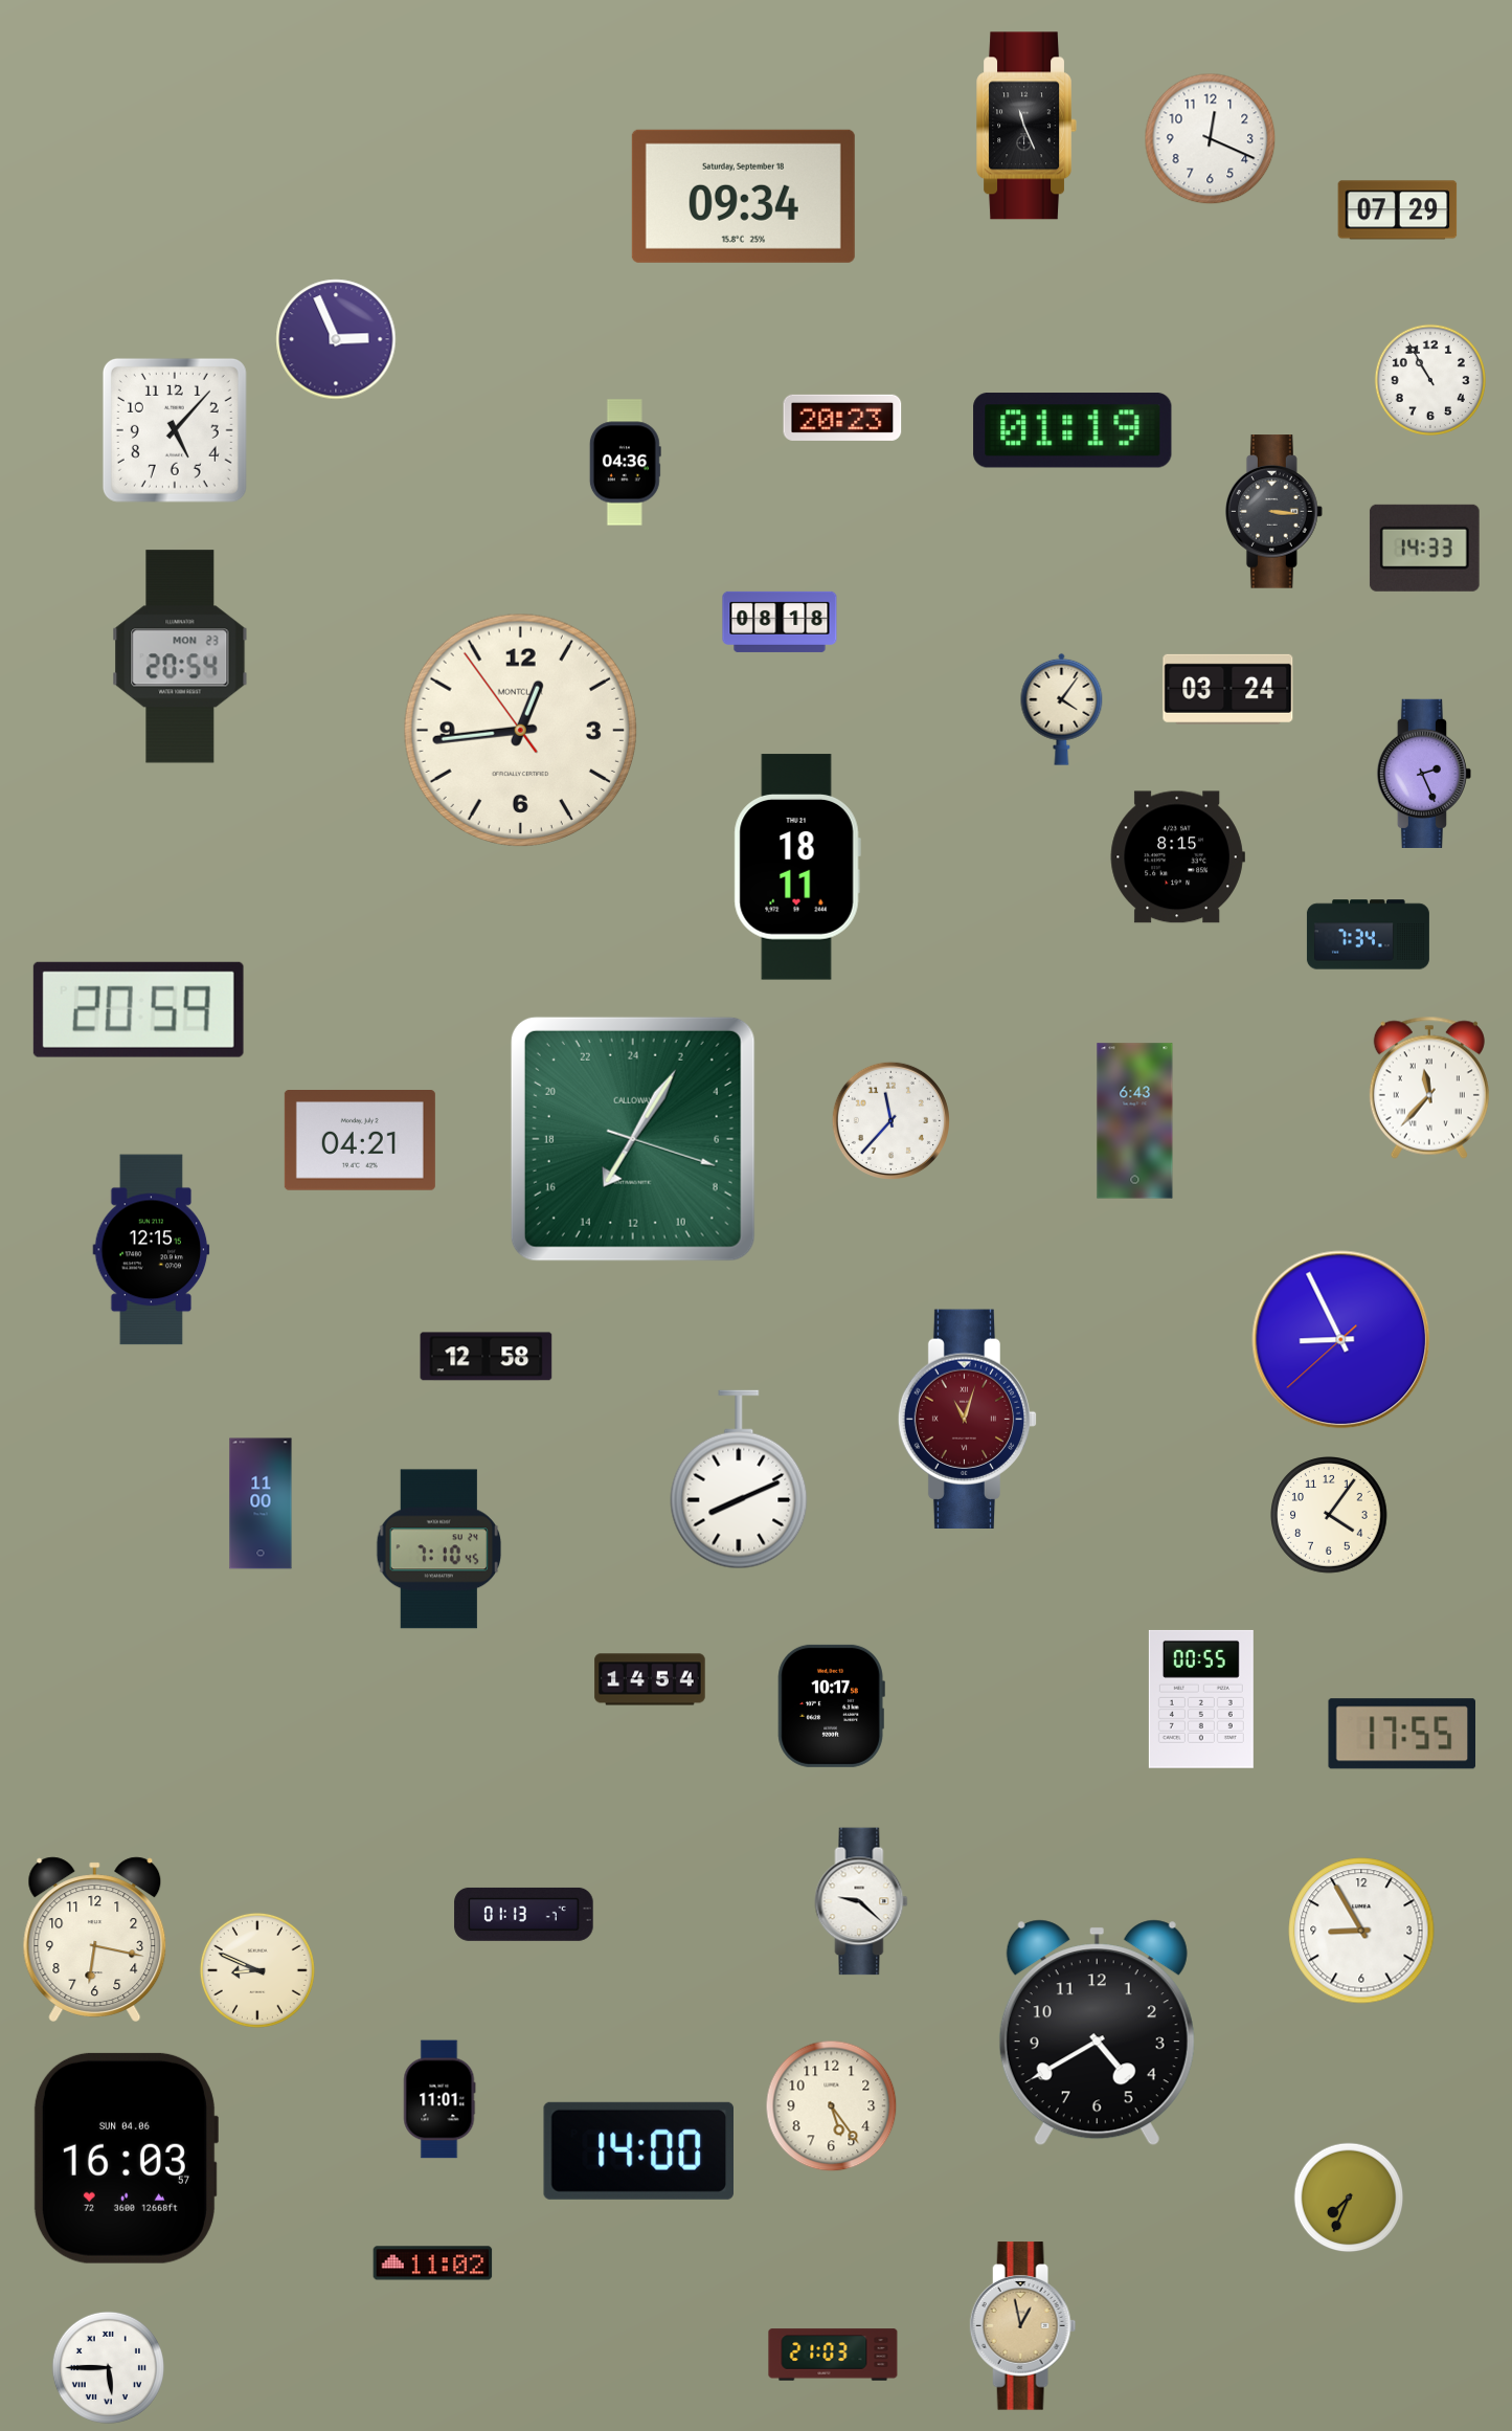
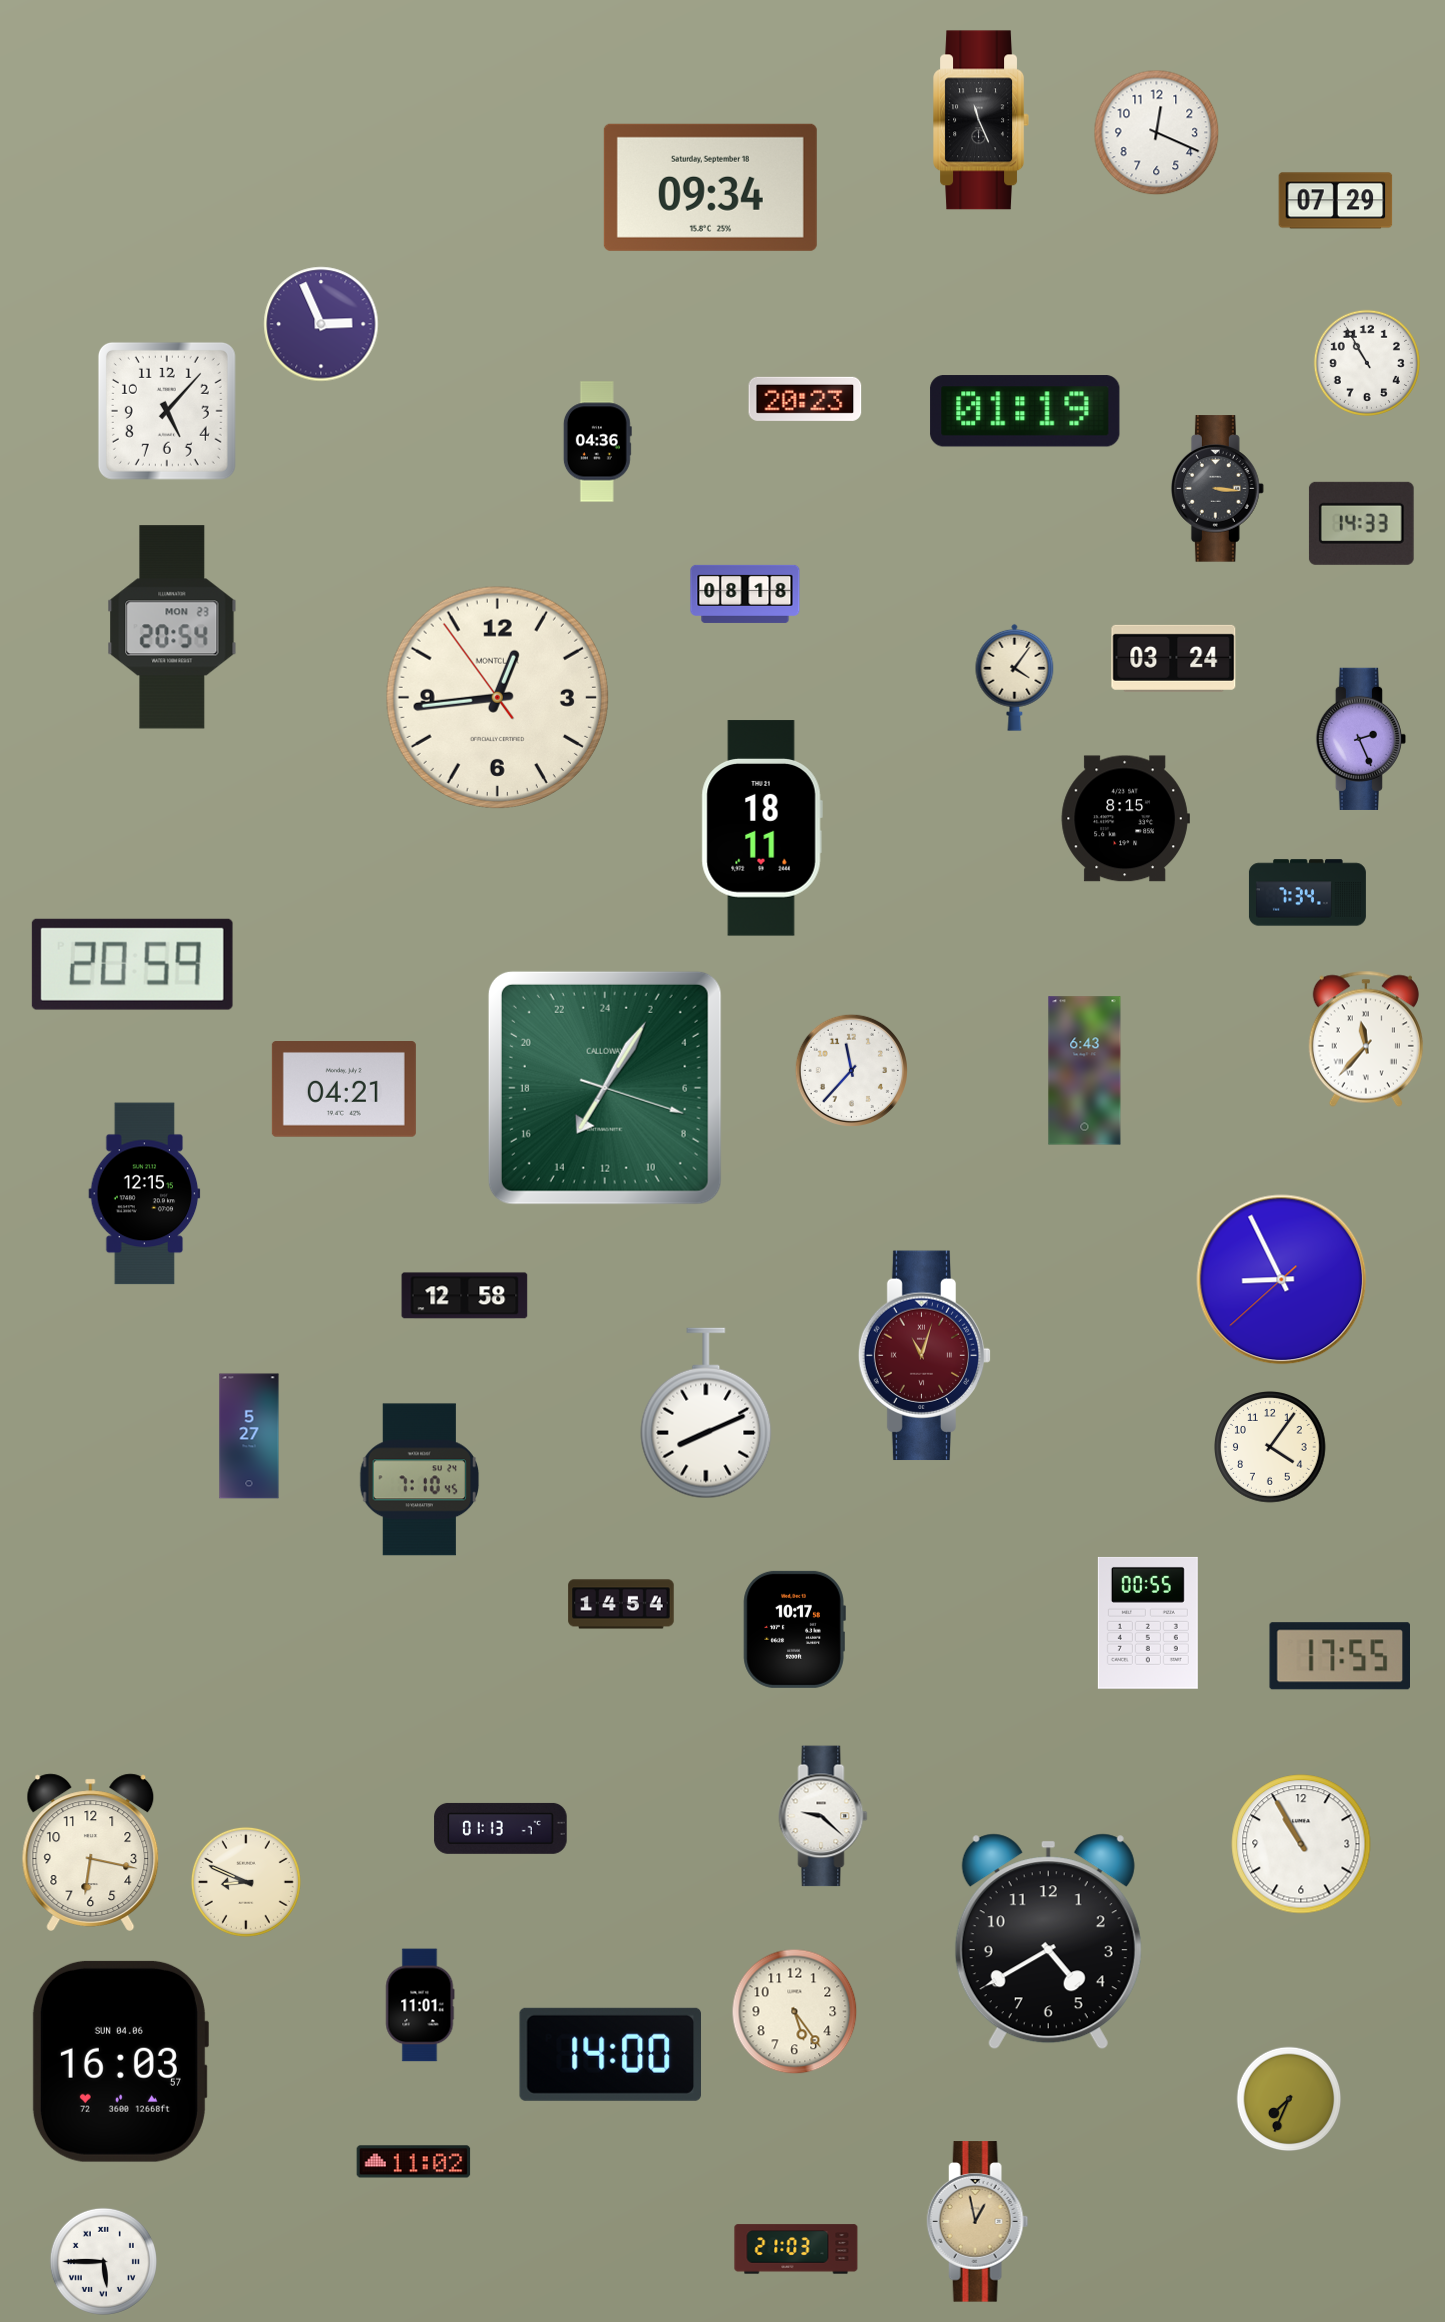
clock at (261, 1503): 11:00 -> 5:27
clock at (1361, 1931): 8:55 -> 10:55
